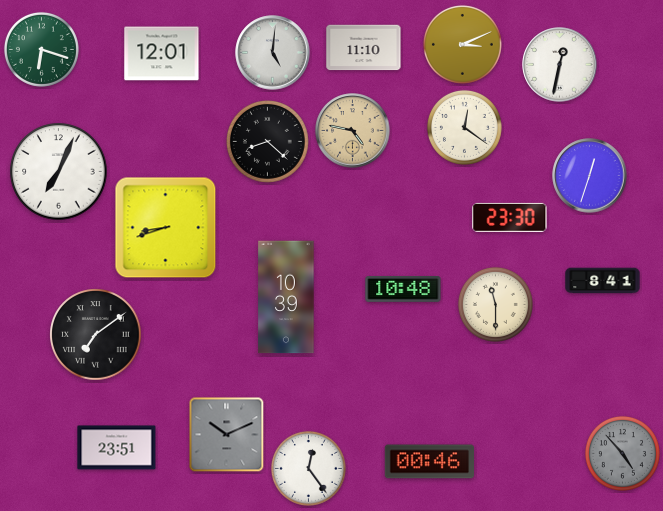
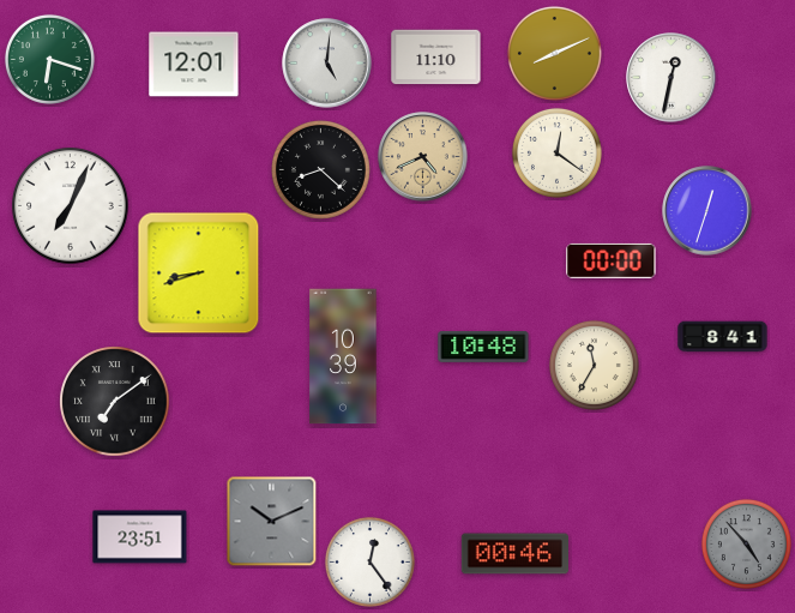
clock at (462, 44): 3:11 -> 8:11
clock at (353, 131): 4:47 -> 4:41
clock at (510, 217): 23:30 -> 00:00
clock at (495, 304): 11:30 -> 11:35
